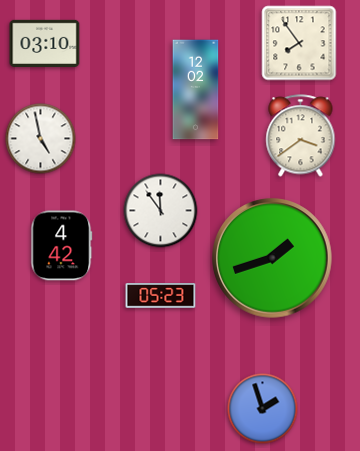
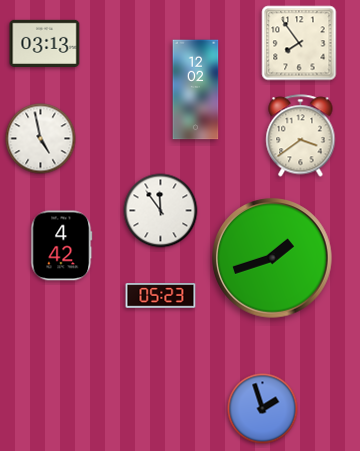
clock at (45, 43): 03:10 -> 03:13
